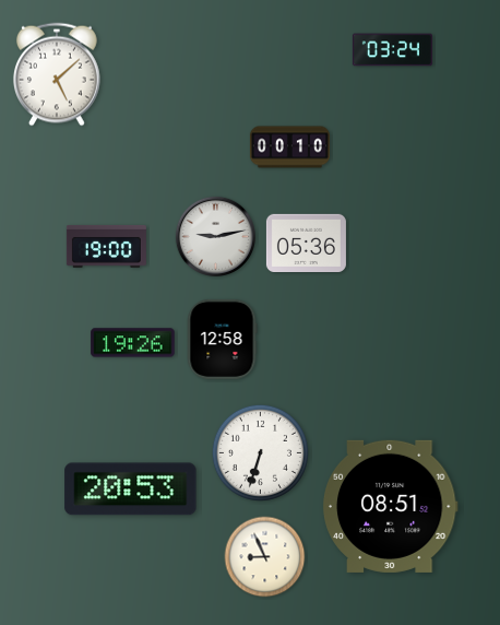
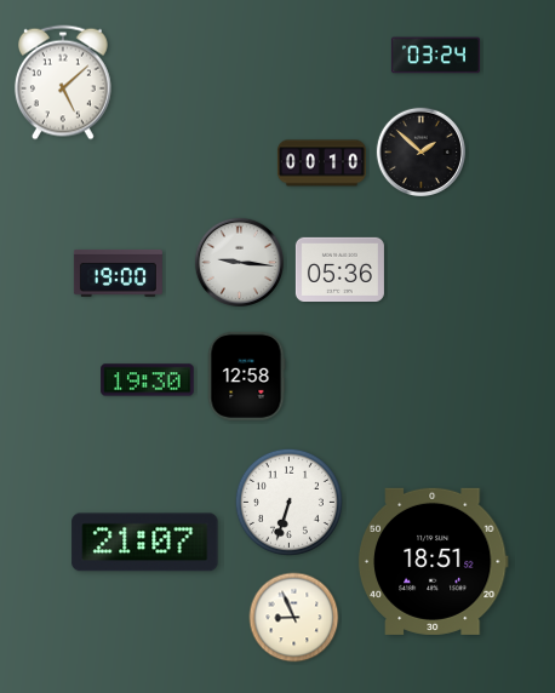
clock at (420, 151): none -> 1:52
clock at (215, 236): 9:13 -> 9:16
clock at (133, 343): 19:26 -> 19:30
clock at (131, 490): 20:53 -> 21:07
clock at (390, 506): 08:51 -> 18:51
